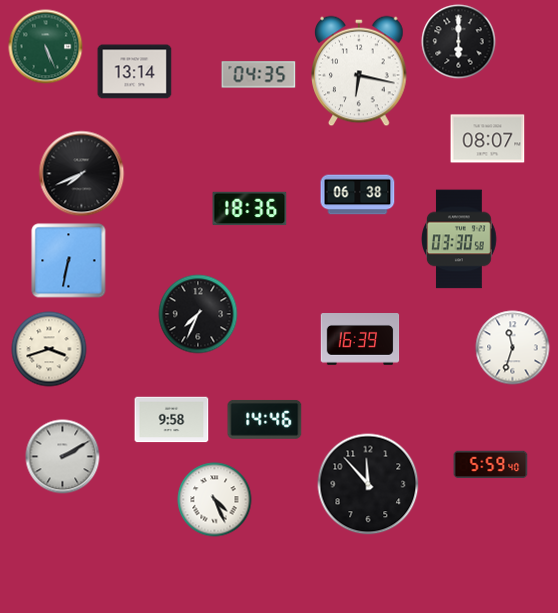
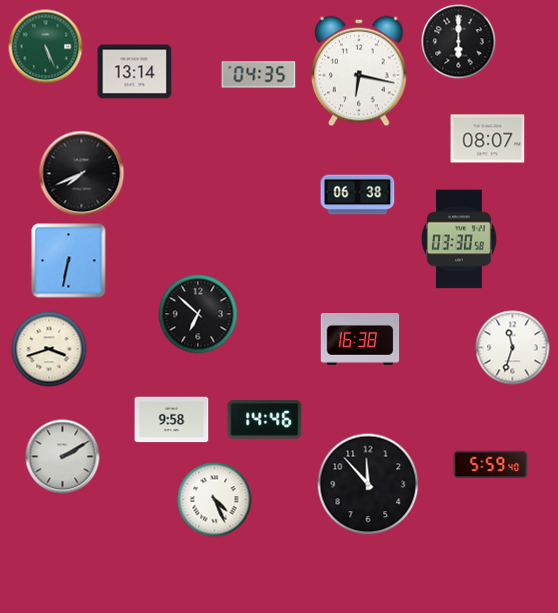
clock at (250, 209): 18:36 -> none
clock at (198, 314): 7:34 -> 6:52
clock at (360, 340): 16:39 -> 16:38
